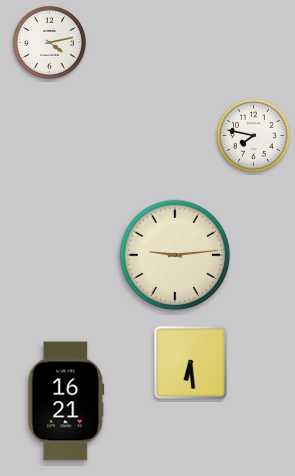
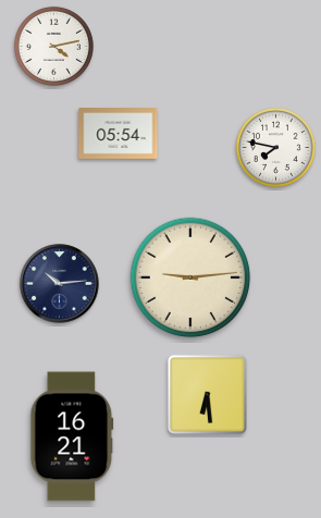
clock at (119, 134): none -> 05:54
clock at (60, 284): none -> 10:14
